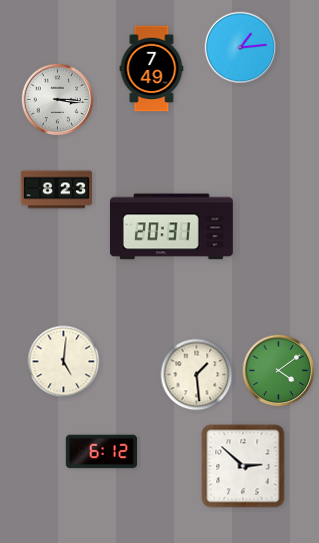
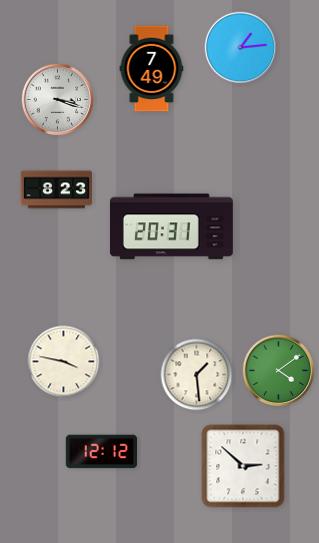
clock at (58, 100): 3:16 -> 3:18
clock at (64, 362): 5:01 -> 3:47
clock at (102, 452): 6:12 -> 12:12
